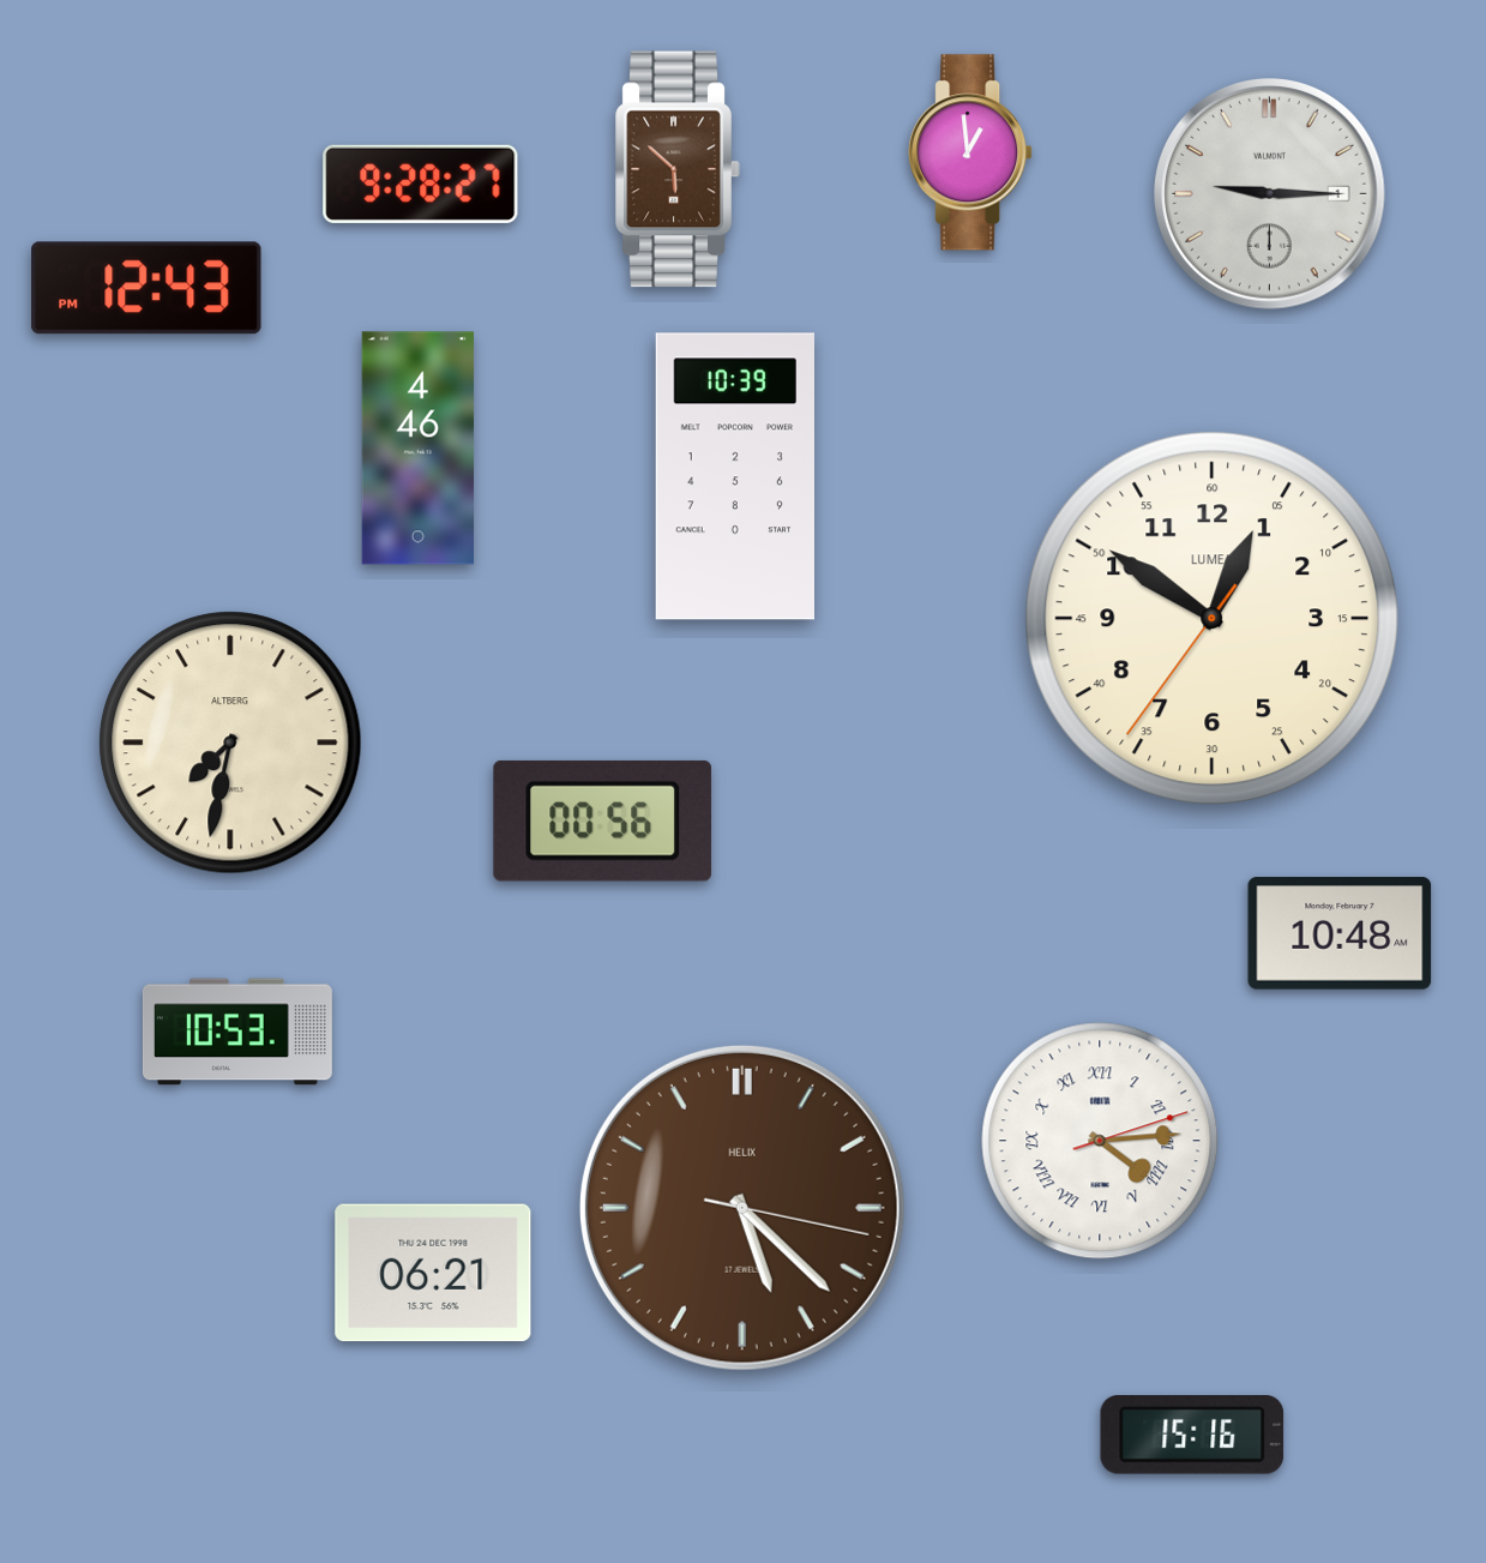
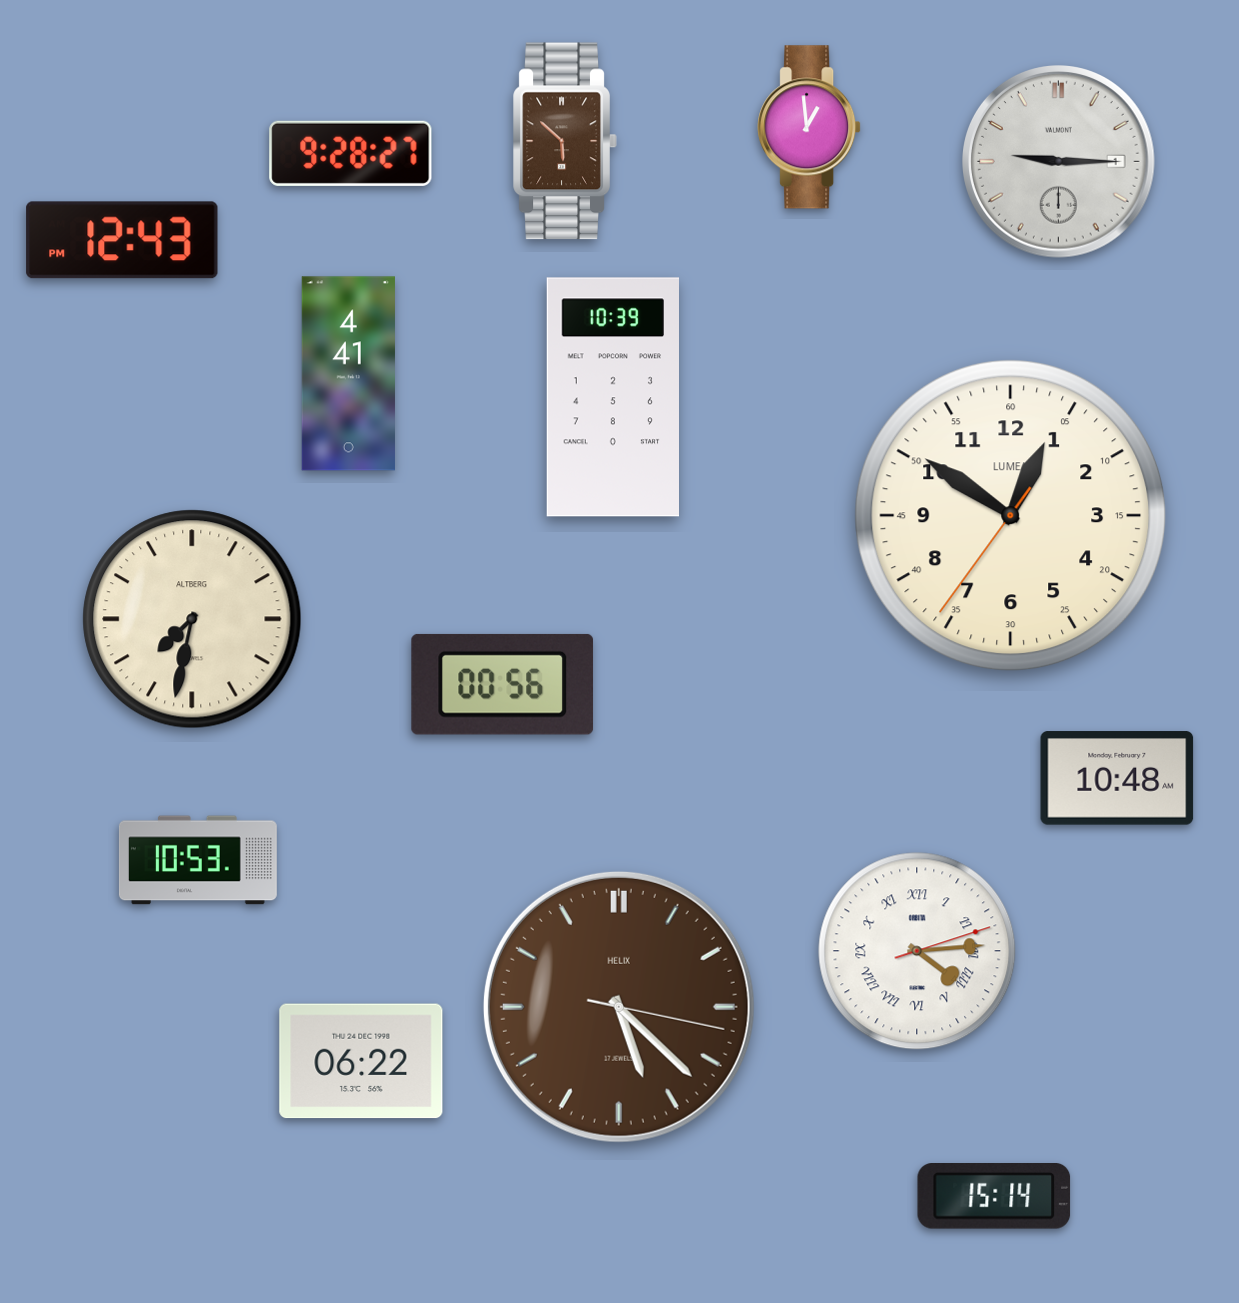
clock at (417, 449): 4:46 -> 4:41
clock at (433, 1273): 06:21 -> 06:22
clock at (1192, 1436): 15:16 -> 15:14
